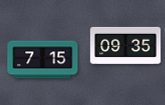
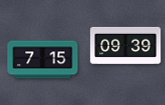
clock at (126, 45): 09:35 -> 09:39
